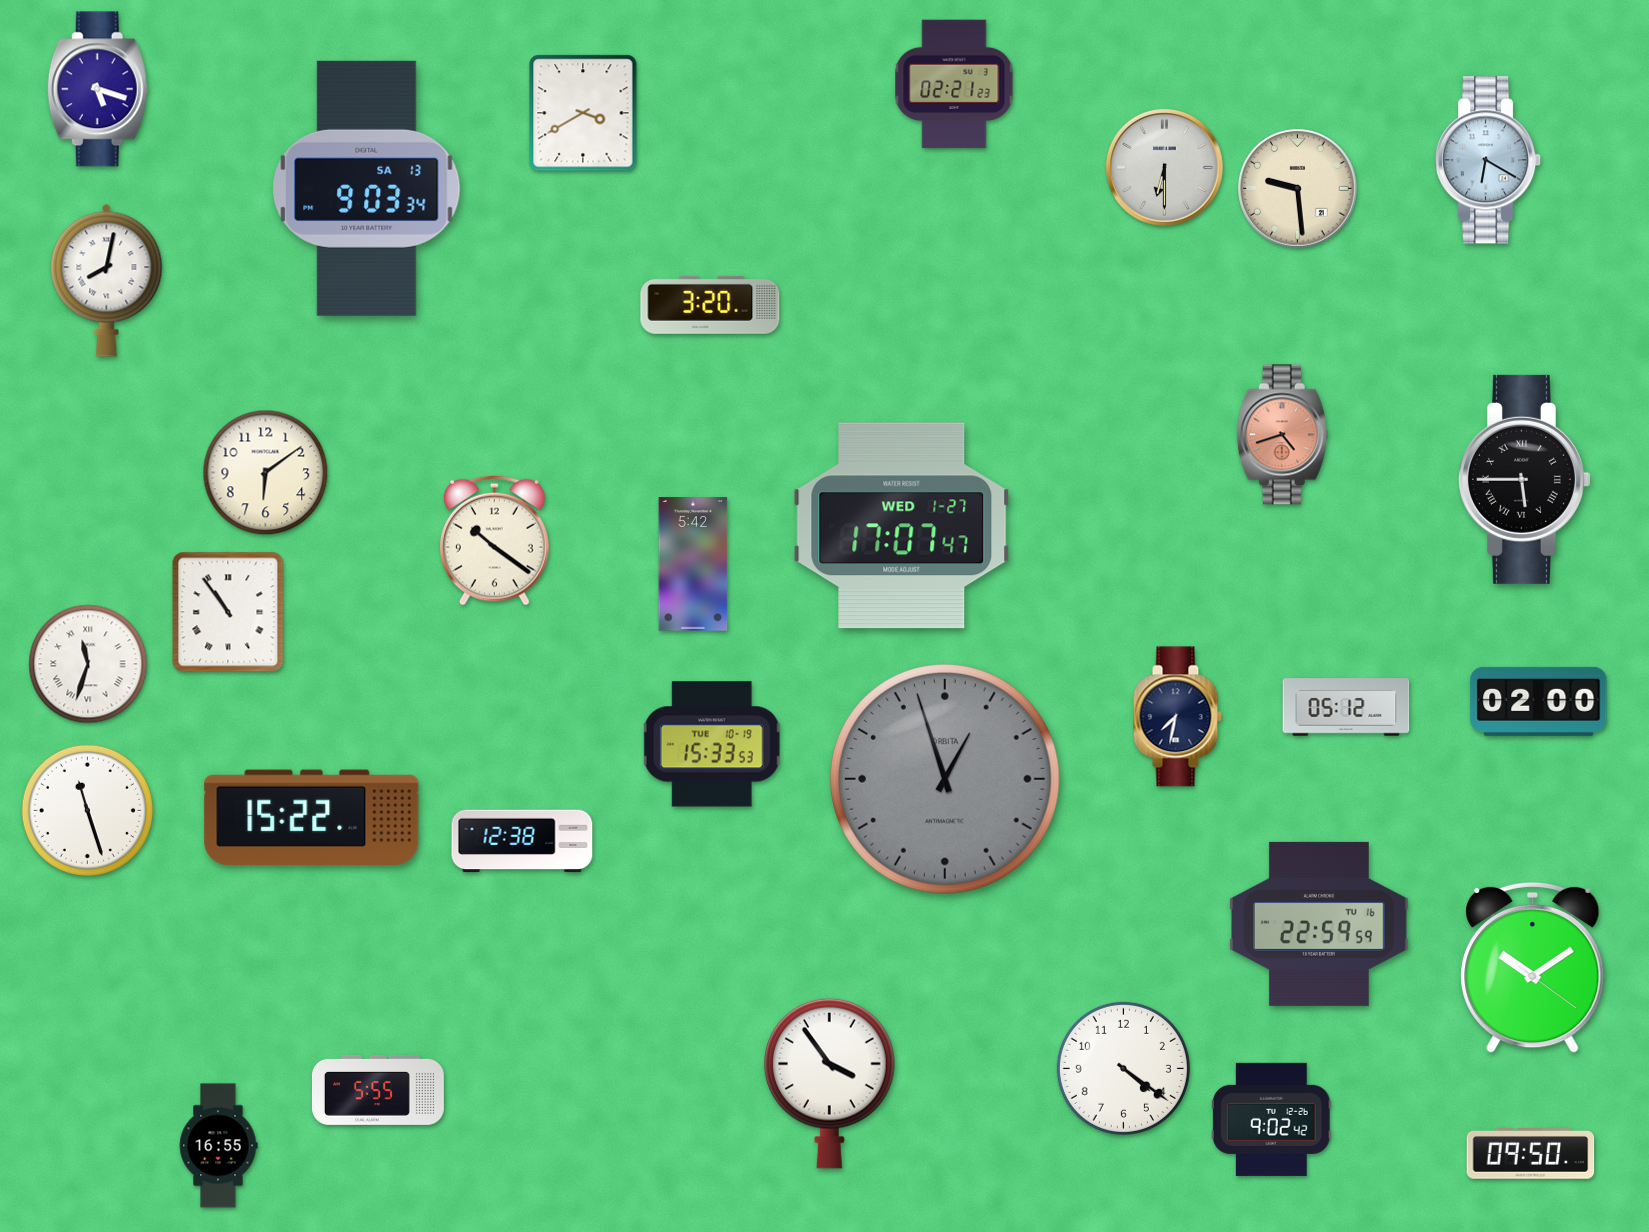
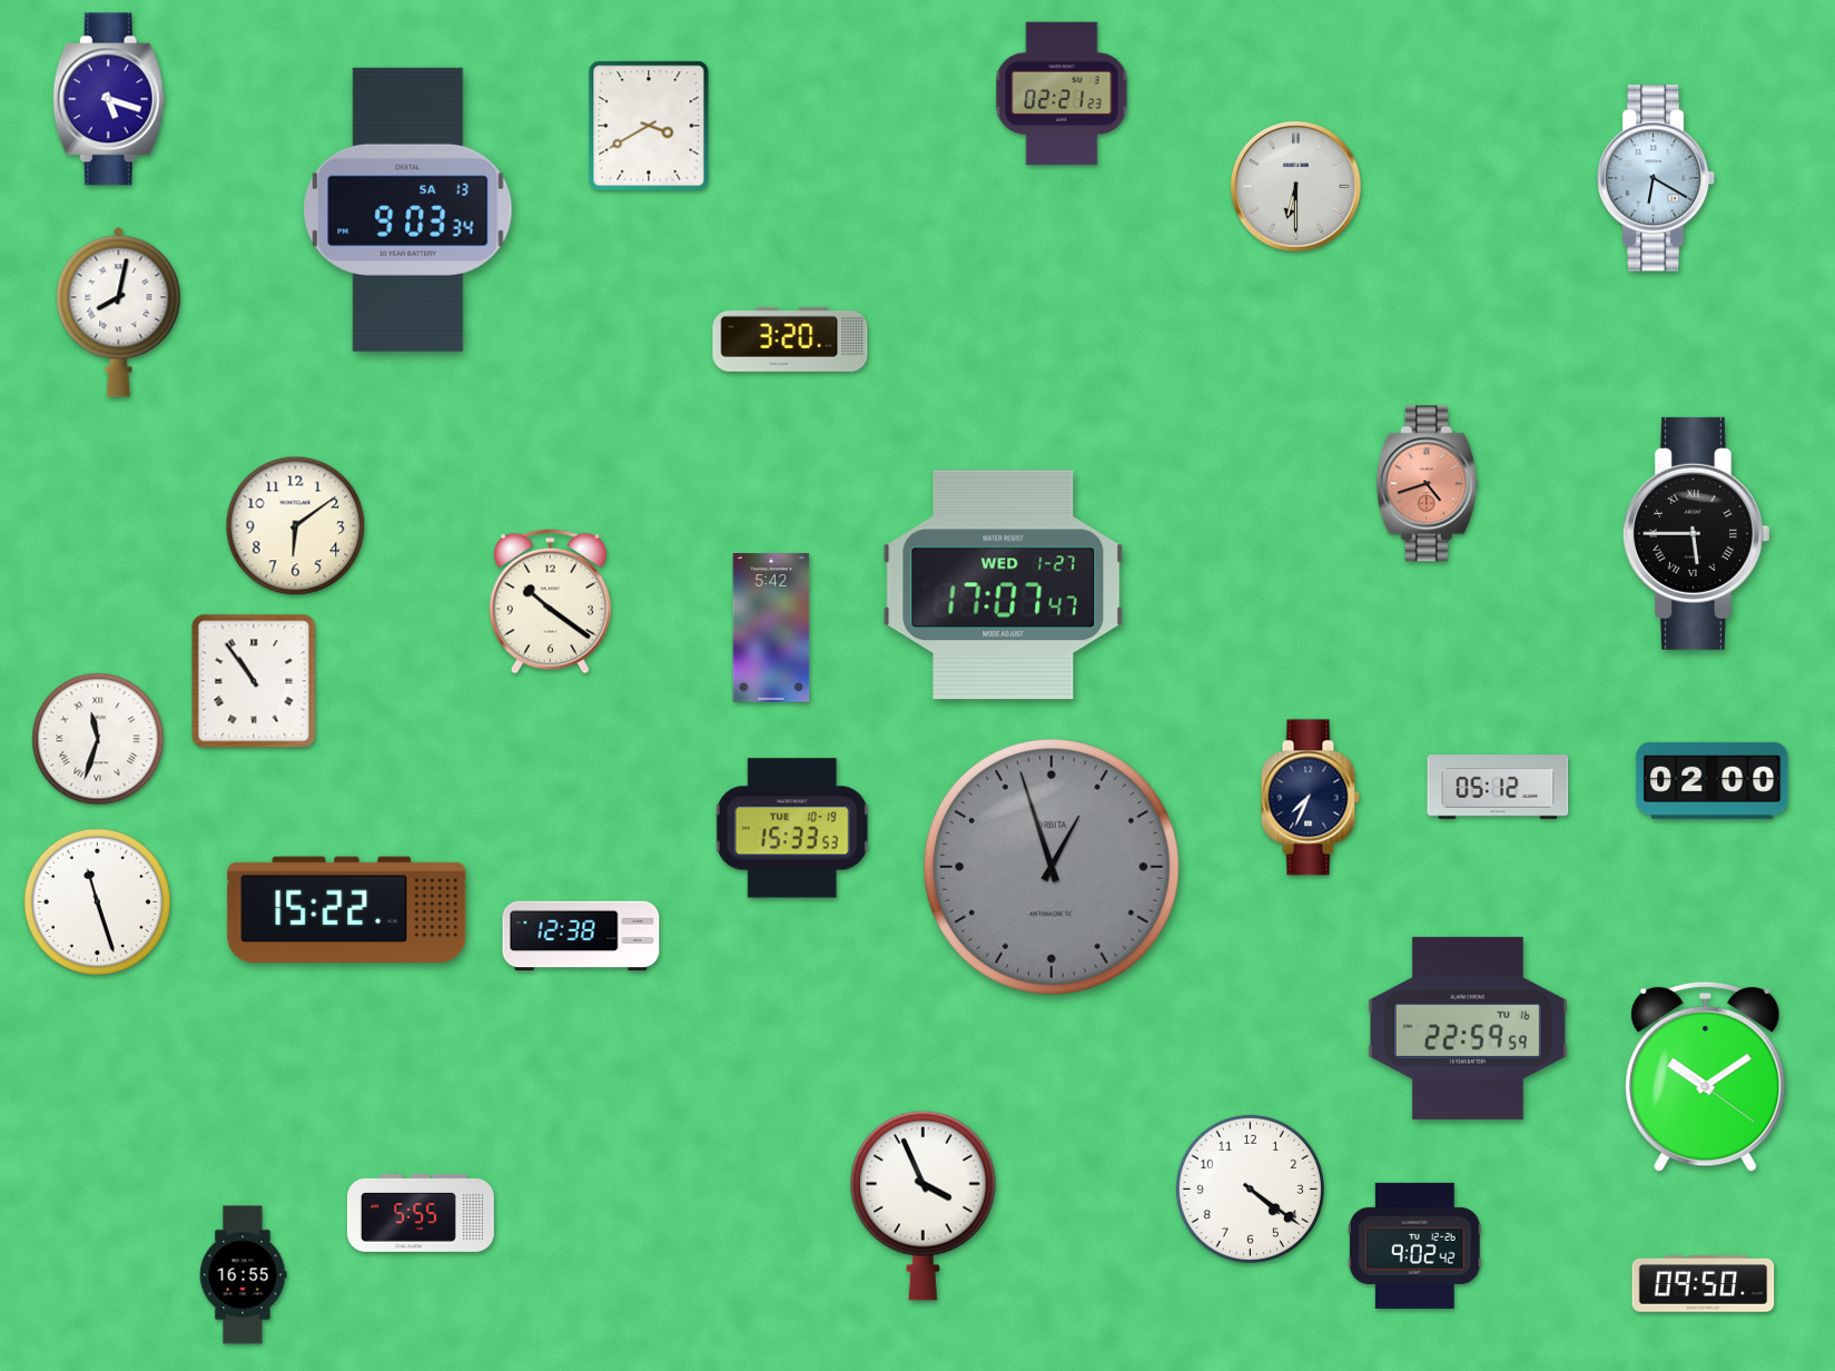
clock at (1298, 189): 9:29 -> none
clock at (1177, 717): 7:32 -> 7:34
clock at (830, 1083): 3:54 -> 3:56
